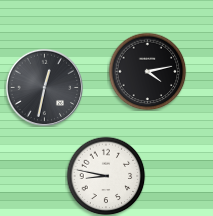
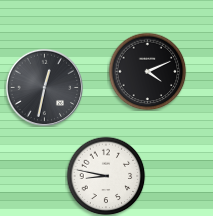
clock at (147, 71): 4:13 -> 4:11
